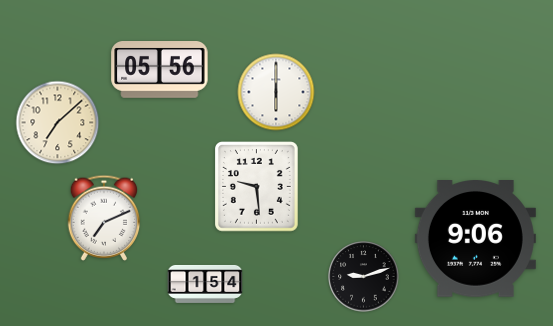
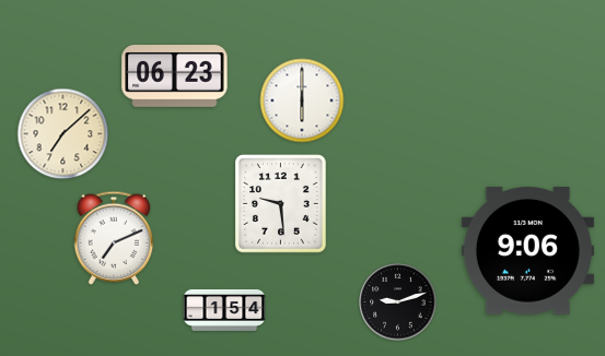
clock at (160, 70): 05:56 -> 06:23
clock at (475, 239) position: (475, 239) -> (527, 251)
